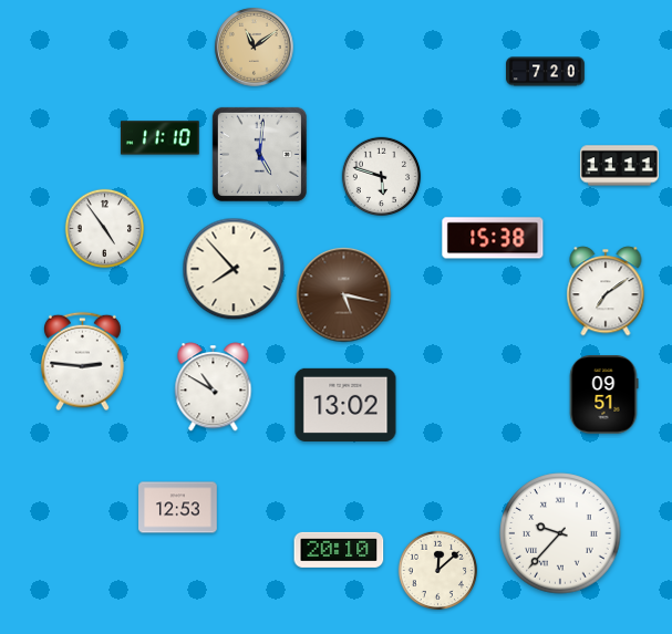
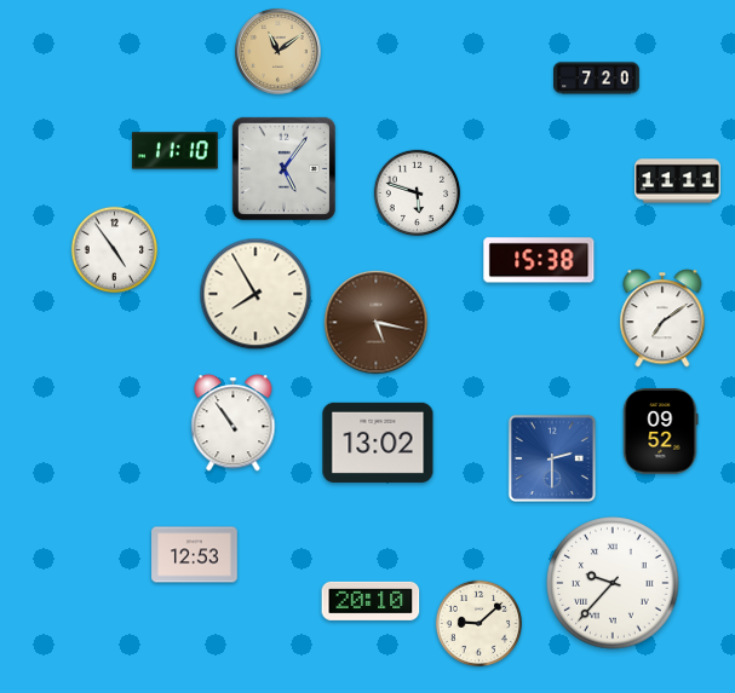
clock at (259, 154): 5:01 -> 5:06
clock at (234, 269): 7:53 -> 7:55
clock at (83, 362): 2:46 -> none
clock at (214, 387): 10:50 -> 10:54
clock at (603, 395): 09:51 -> 09:52
clock at (552, 458): none -> 2:30
clock at (438, 571): 12:08 -> 9:08
